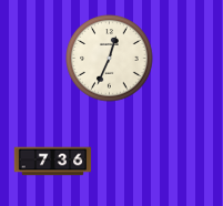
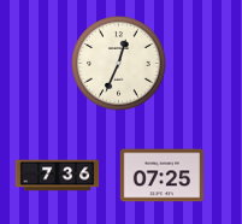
clock at (163, 176): none -> 07:25
